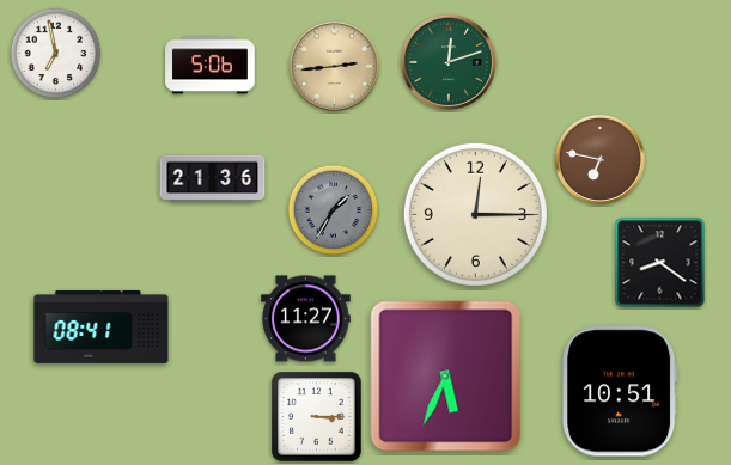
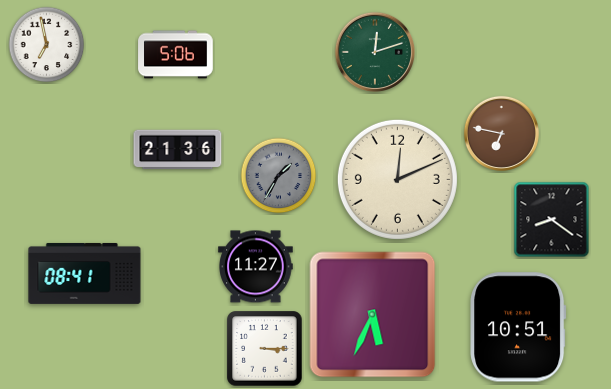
clock at (334, 66): 2:44 -> none
clock at (475, 214): 12:15 -> 12:11
